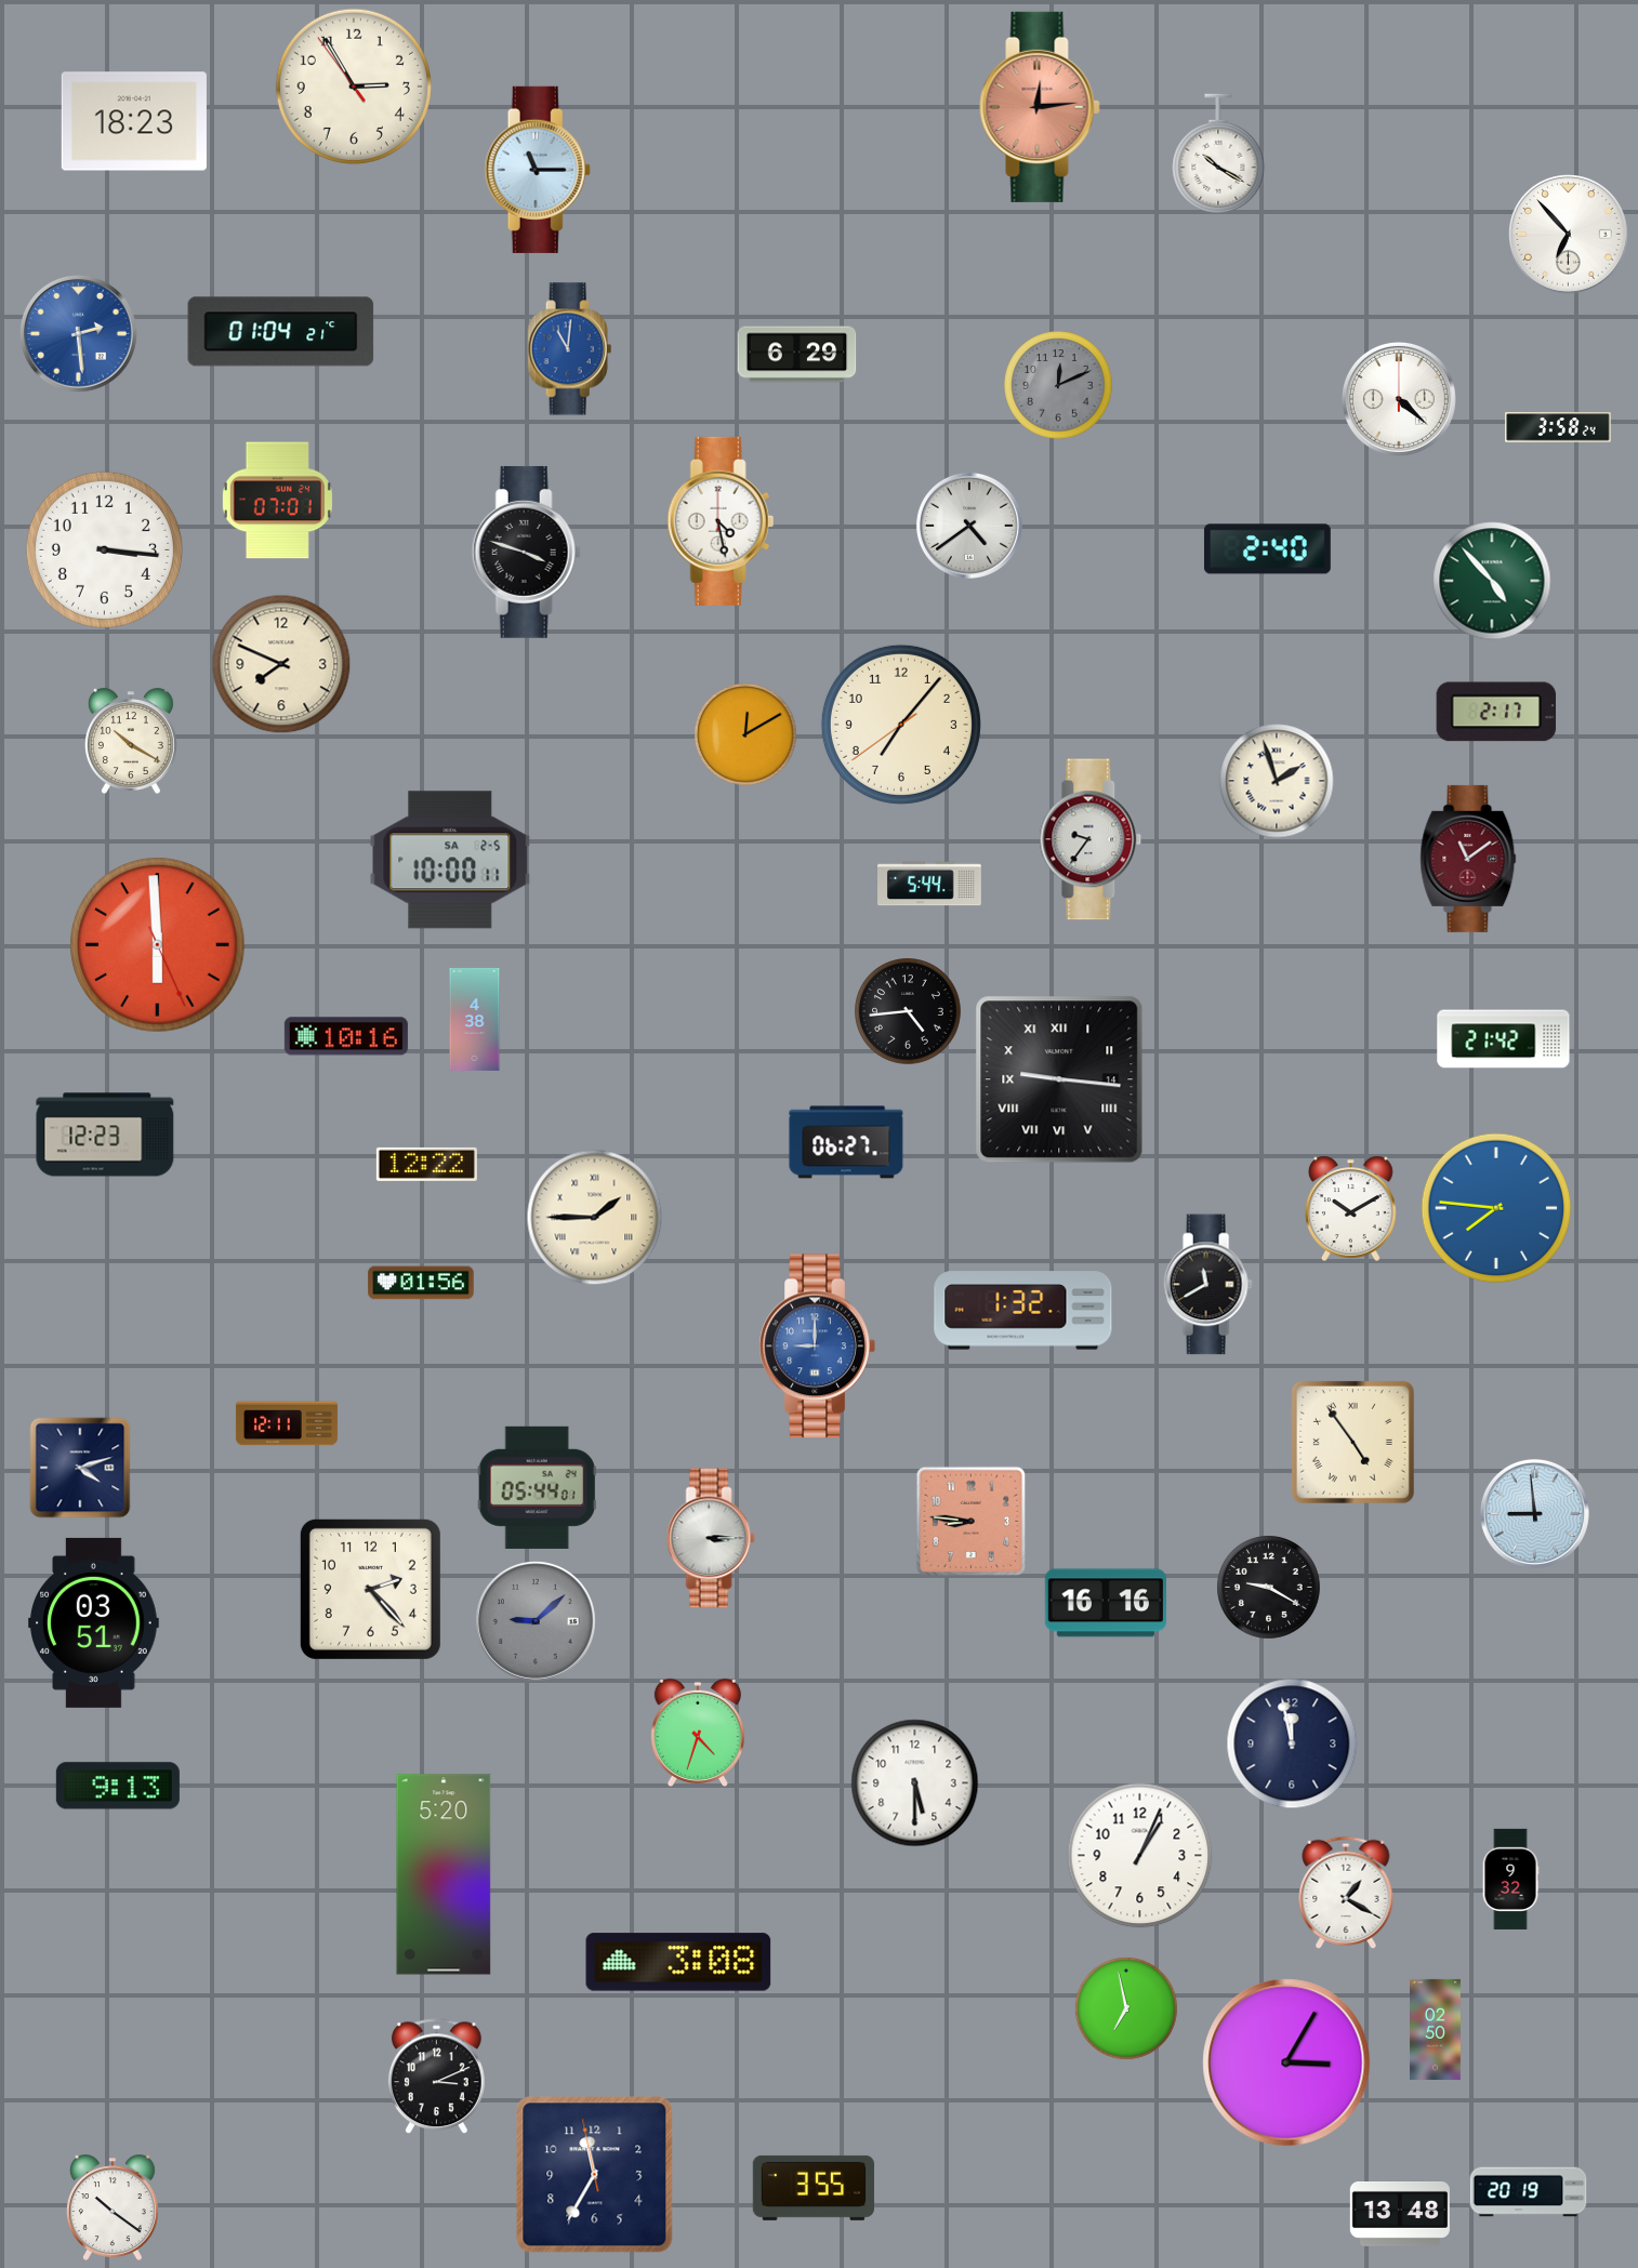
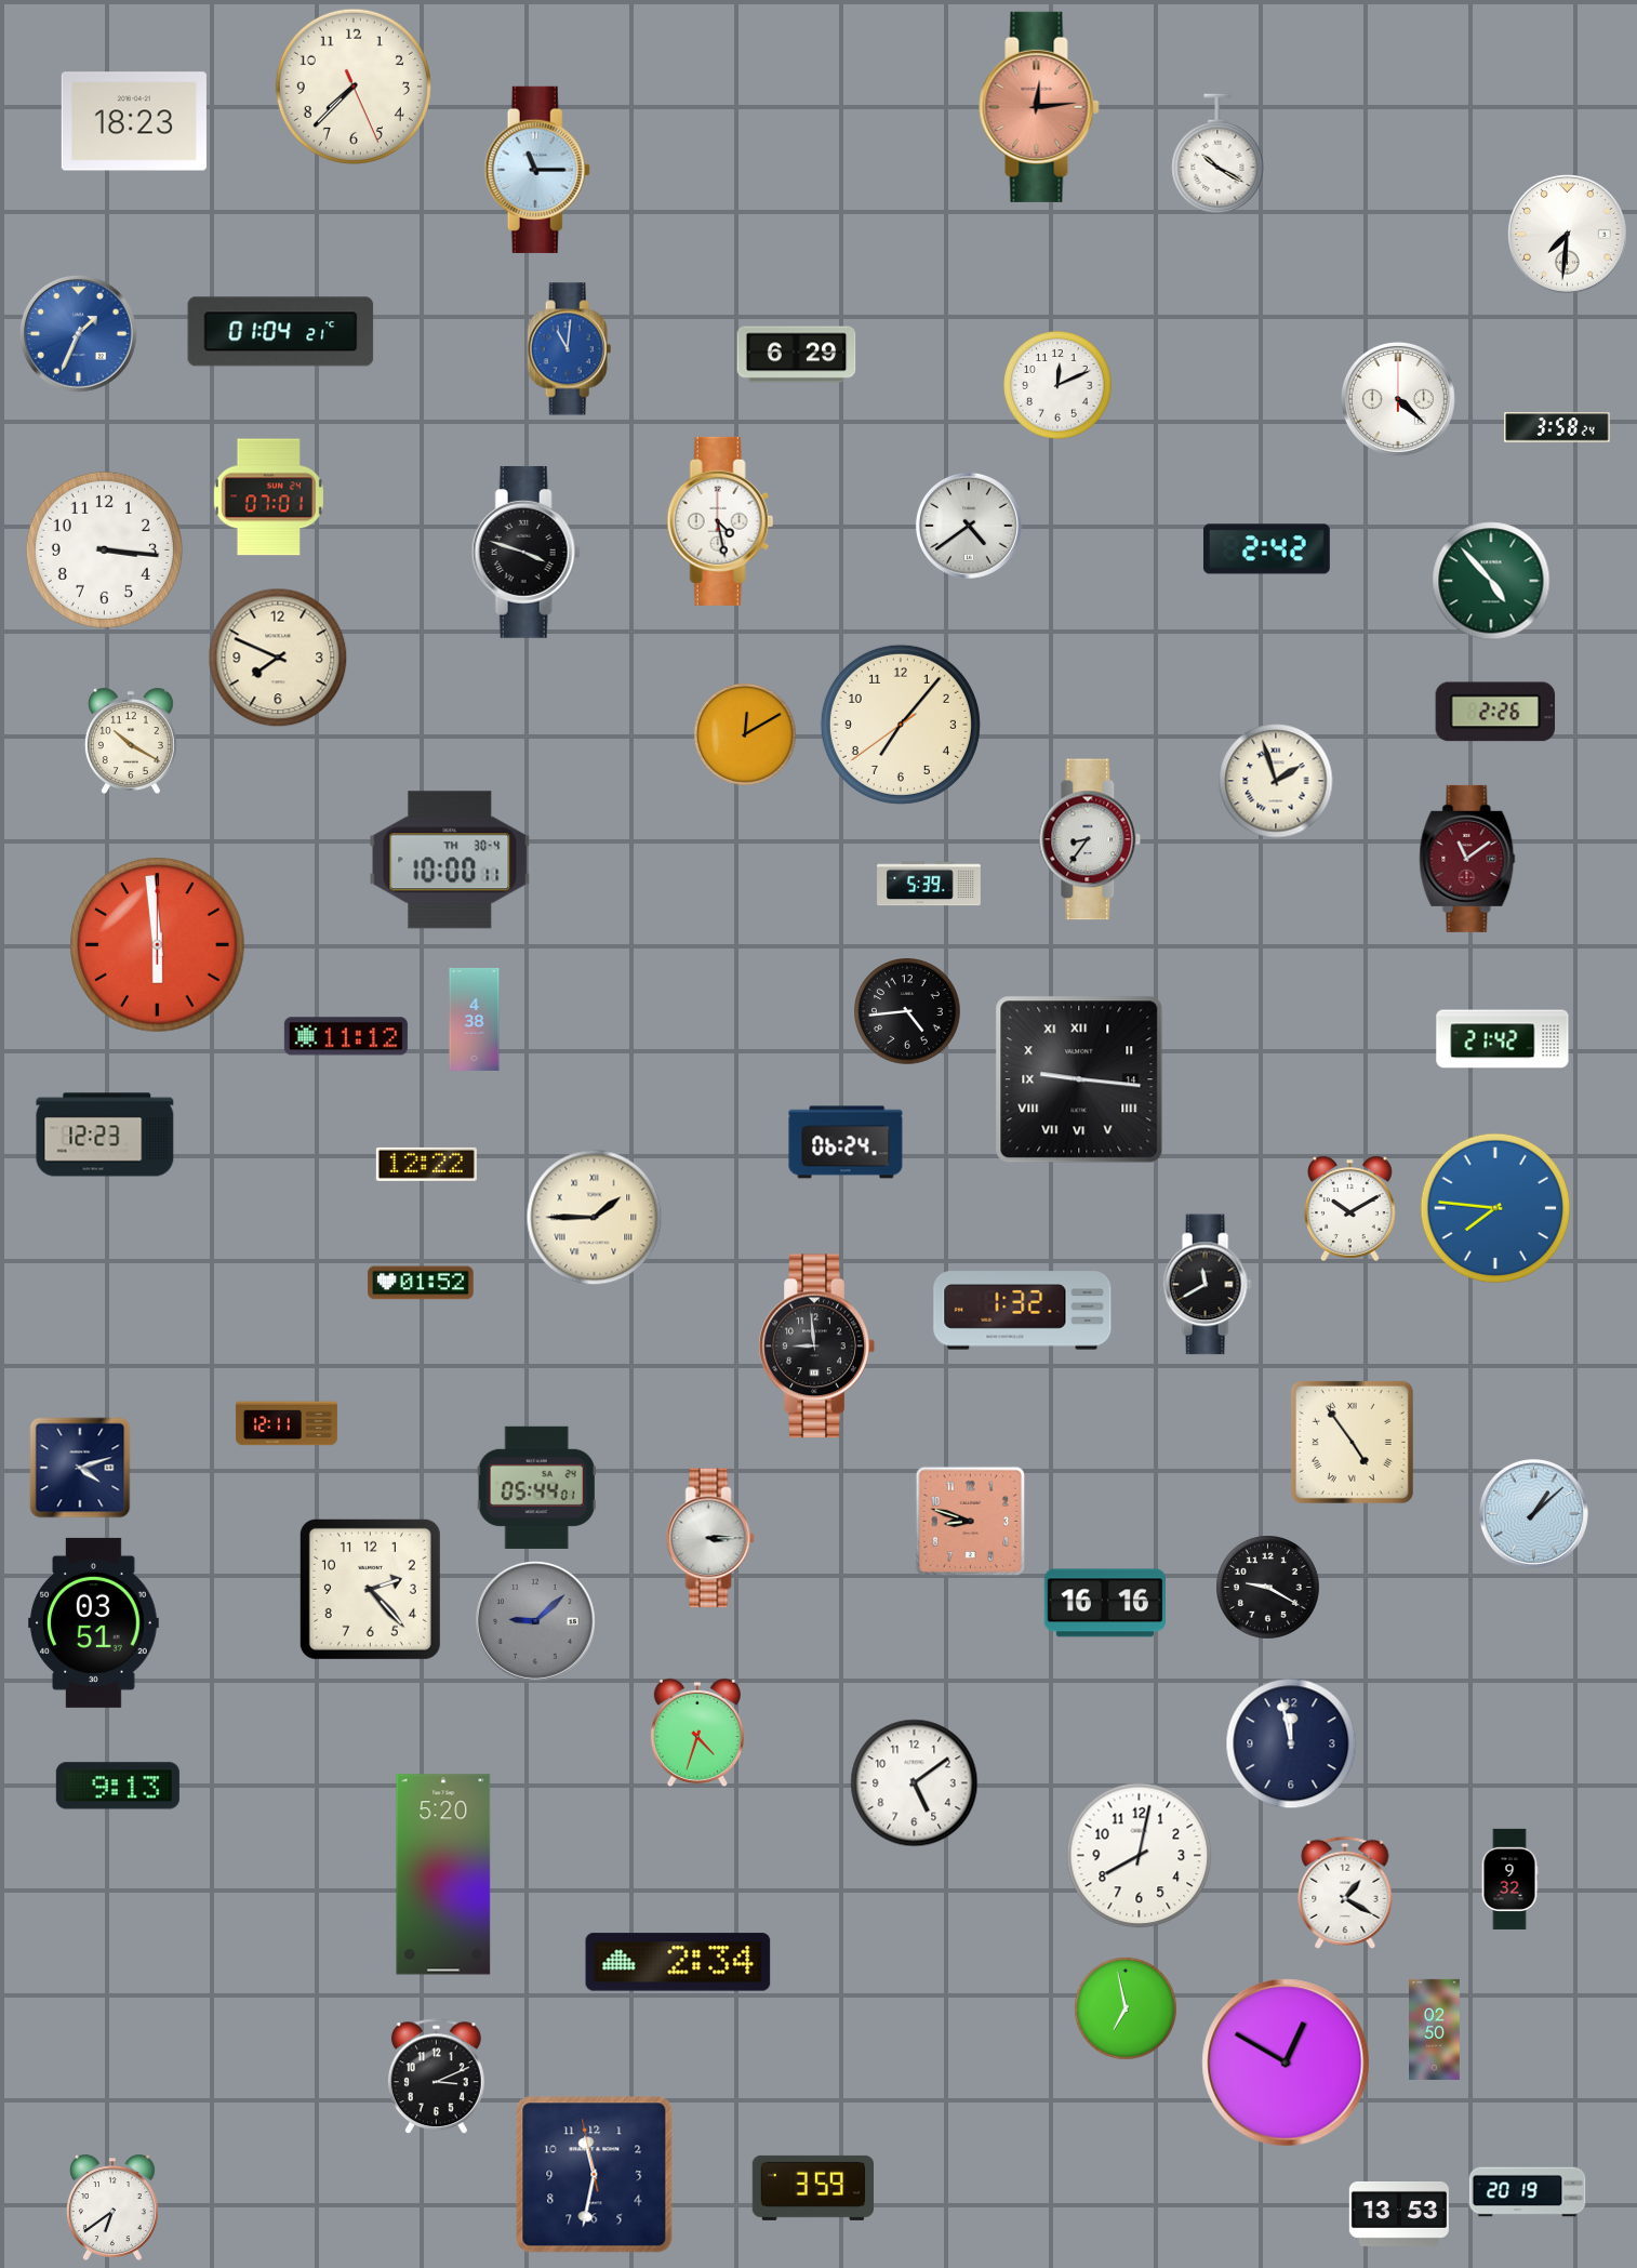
clock at (354, 87): 2:54 -> 7:37
clock at (1569, 235): 6:53 -> 7:31
clock at (79, 334): 2:29 -> 1:34
clock at (1058, 385) dial: grey -> white
clock at (277, 501) position: (277, 501) -> (268, 498)
clock at (1267, 549): 2:40 -> 2:42
clock at (281, 664) position: (281, 664) -> (278, 658)
clock at (1496, 712): 2:17 -> 2:26
clock at (1091, 839): 9:36 -> 8:36
clock at (450, 860) date: SA 2-5 -> TH 30-4
clock at (930, 884): 5:44 -> 5:39
clock at (158, 945): 5:59:26 -> 5:59:00
clock at (346, 1036): 10:16 -> 11:12
clock at (1059, 1079) position: (1059, 1079) -> (1079, 1079)
clock at (846, 1142): 06:27 -> 06:24
clock at (421, 1283): 01:56 -> 01:52
clock at (817, 1347): 9:00 -> 8:59
clock at (817, 1347) dial: blue -> black
clock at (1534, 1513): 8:59 -> 1:08
clock at (972, 1522): 8:46 -> 8:48
clock at (915, 1783): 5:30 -> 5:09
clock at (1140, 1856): 1:04 -> 8:02
clock at (678, 1962): 3:08 -> 2:34
clock at (1286, 2063): 3:05 -> 12:50
clock at (595, 2175): 11:34 -> 11:31
clock at (813, 2188): 3:55 -> 3:59
clock at (113, 2207): 10:21 -> 6:39
clock at (1400, 2214): 13:48 -> 13:53
